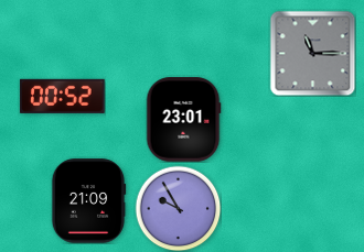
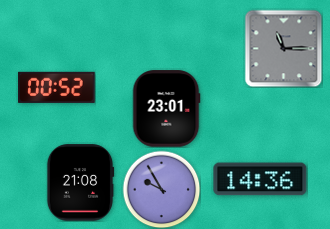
clock at (260, 179): none -> 14:36
clock at (88, 201): 21:09 -> 21:08
